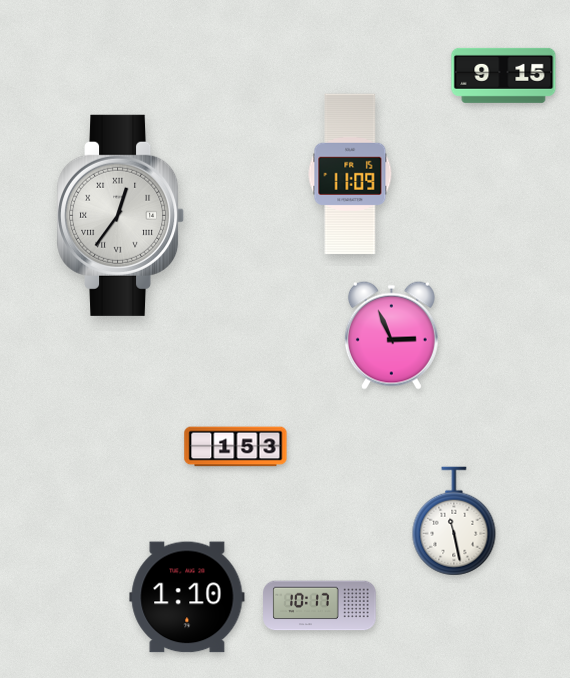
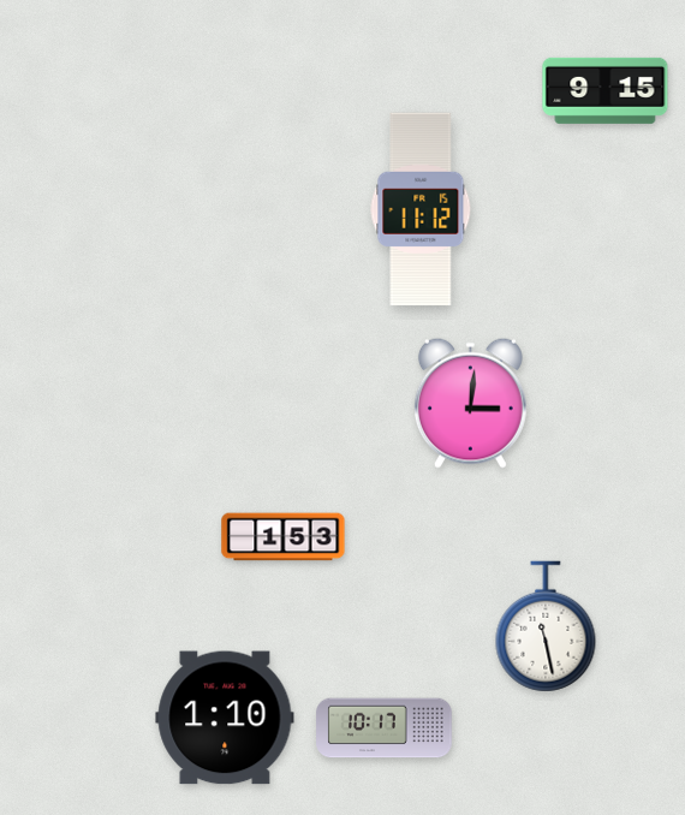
clock at (350, 174): 11:09 -> 11:12
clock at (121, 215): 12:36 -> none
clock at (391, 335): 2:56 -> 3:01
